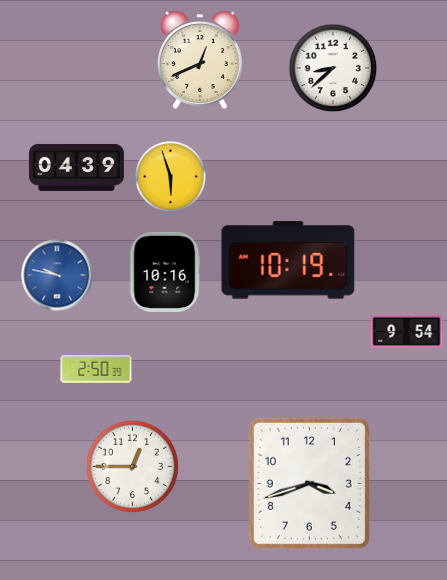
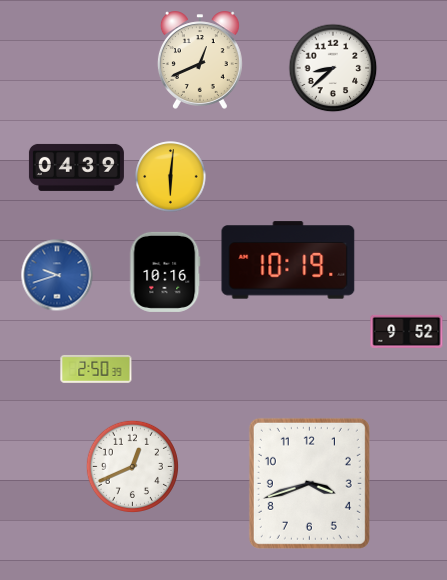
clock at (171, 177): 5:57 -> 6:01
clock at (57, 275): 9:47 -> 9:42
clock at (407, 331): 9:54 -> 9:52
clock at (132, 466): 12:45 -> 12:41
